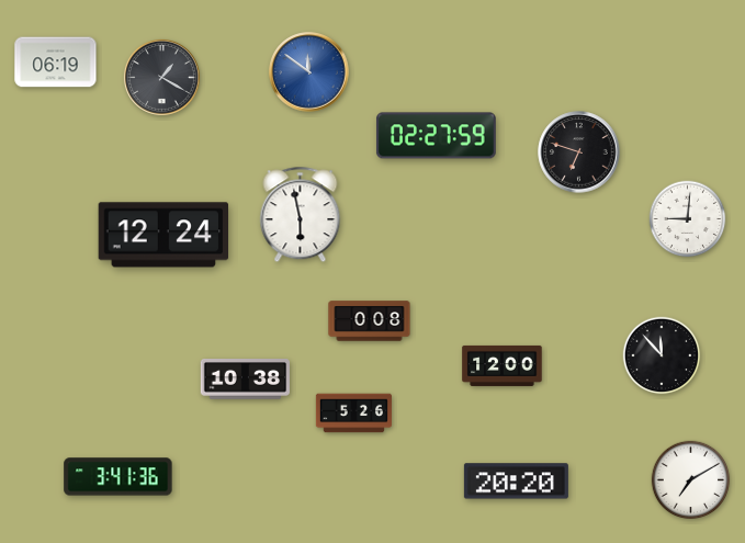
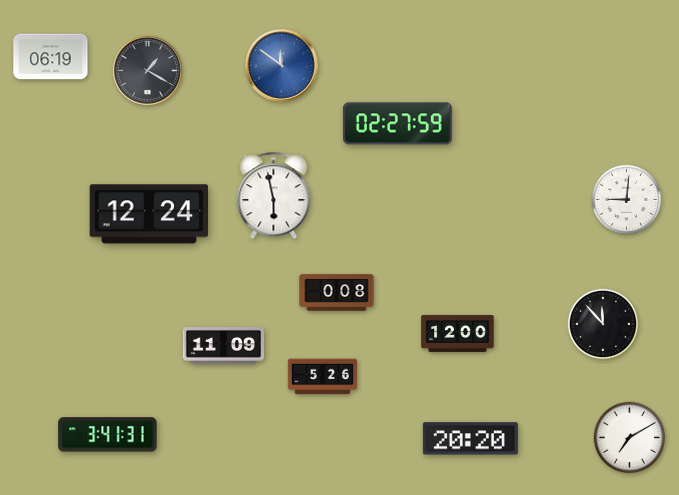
clock at (579, 152): 6:48 -> none
clock at (245, 380): 10:38 -> 11:09
clock at (118, 477): 3:41:36 -> 3:41:31
